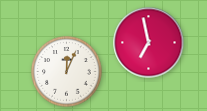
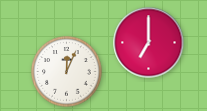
clock at (149, 43): 6:58 -> 7:00
